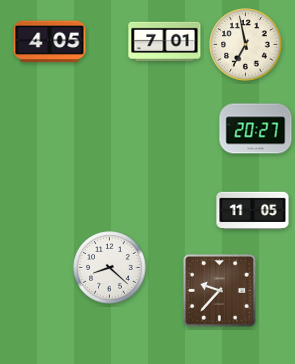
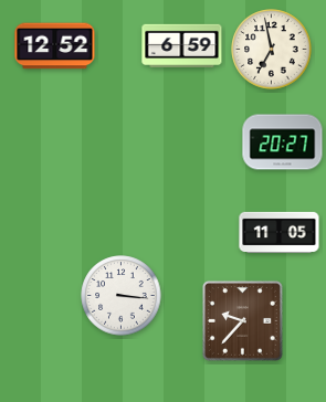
clock at (165, 41): 7:01 -> 6:59
clock at (50, 42): 4:05 -> 12:52
clock at (110, 268): 8:22 -> 3:16
